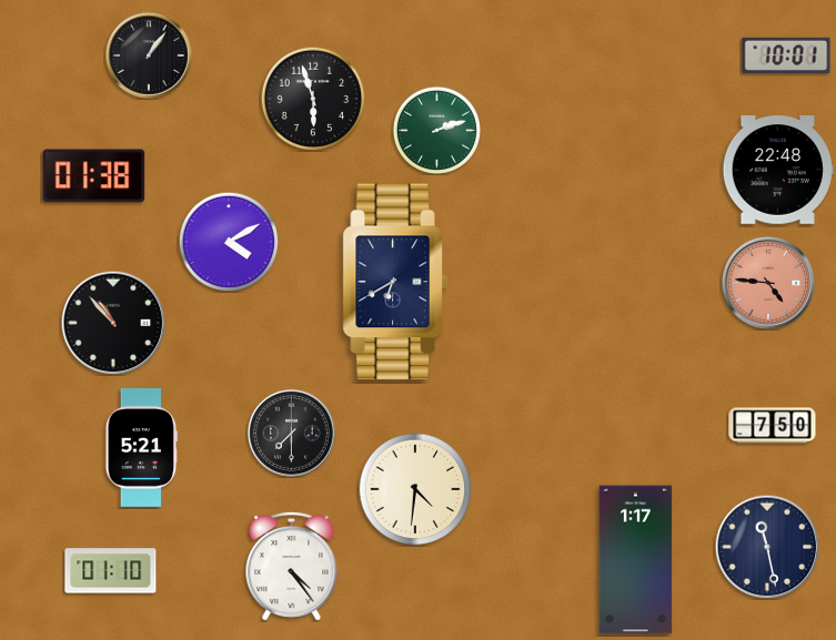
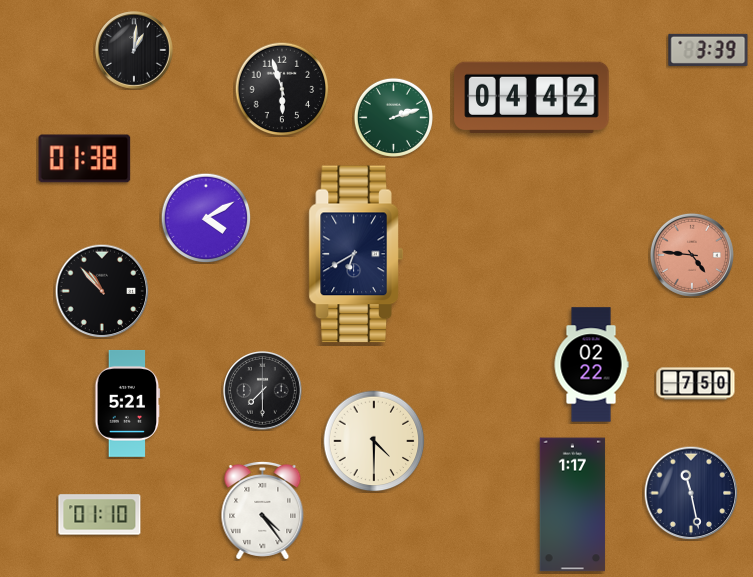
clock at (786, 55): 10:01 -> 3:39
clock at (150, 57): 1:06 -> 1:01
clock at (532, 98): none -> 04:42
clock at (778, 171): 22:48 -> none
clock at (591, 365): none -> 02:22
clock at (415, 489): 4:31 -> 4:30
